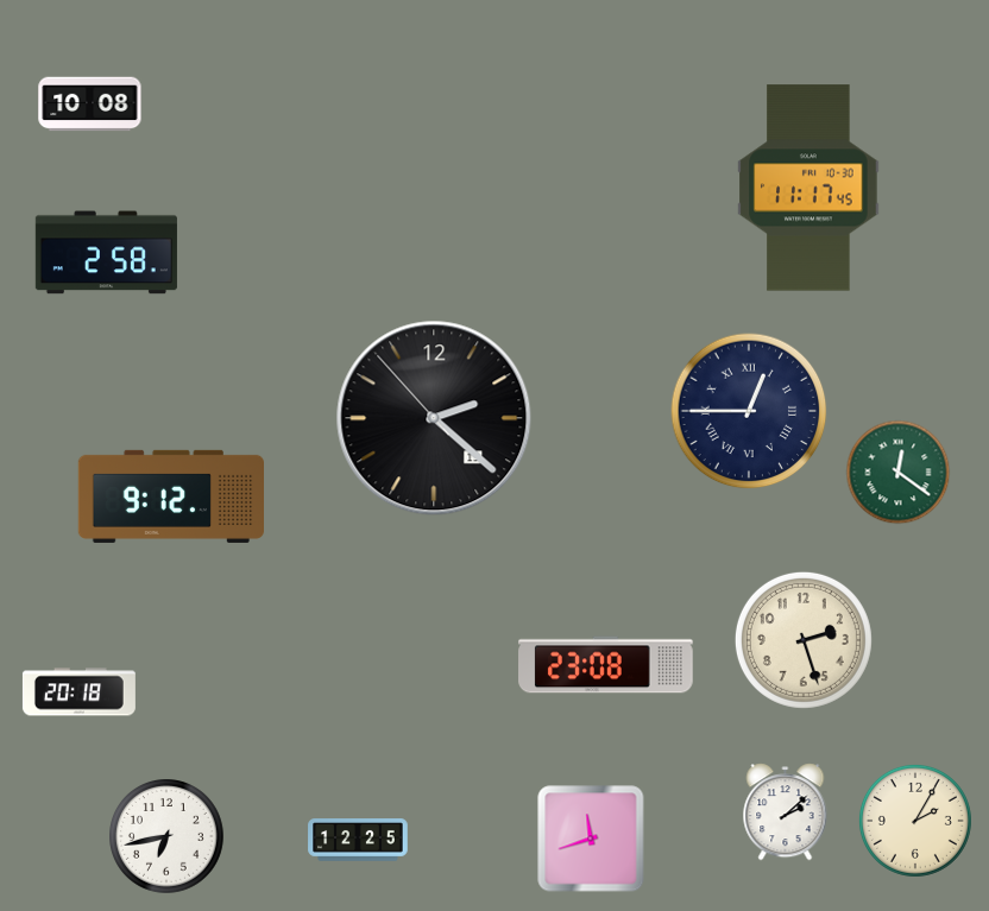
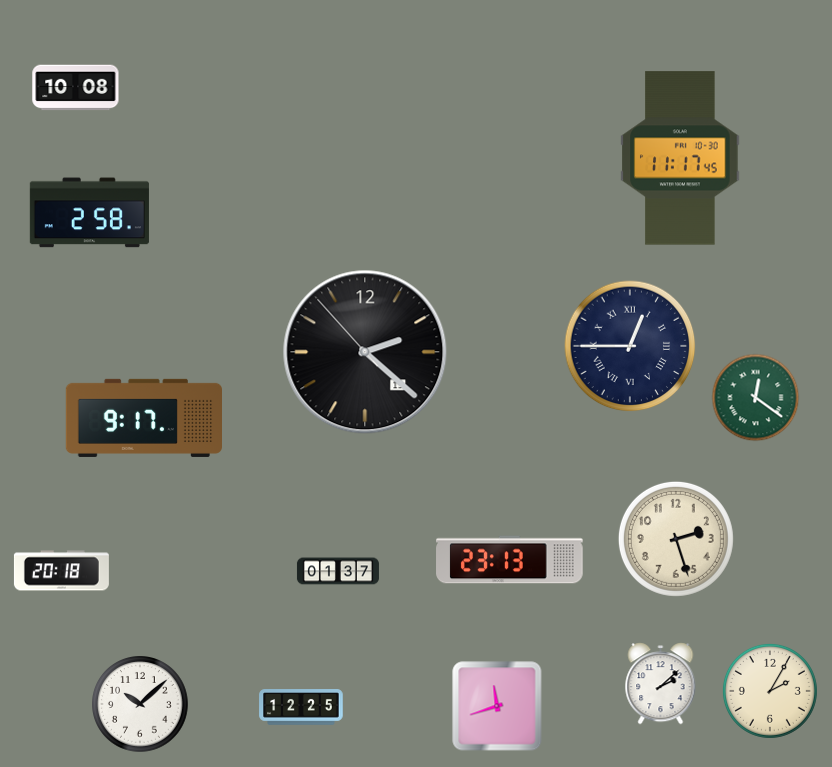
clock at (170, 496): 9:12 -> 9:17
clock at (606, 665): 23:08 -> 23:13
clock at (338, 571): none -> 01:37
clock at (78, 692) position: (78, 692) -> (61, 571)
clock at (168, 837): 6:43 -> 10:08
